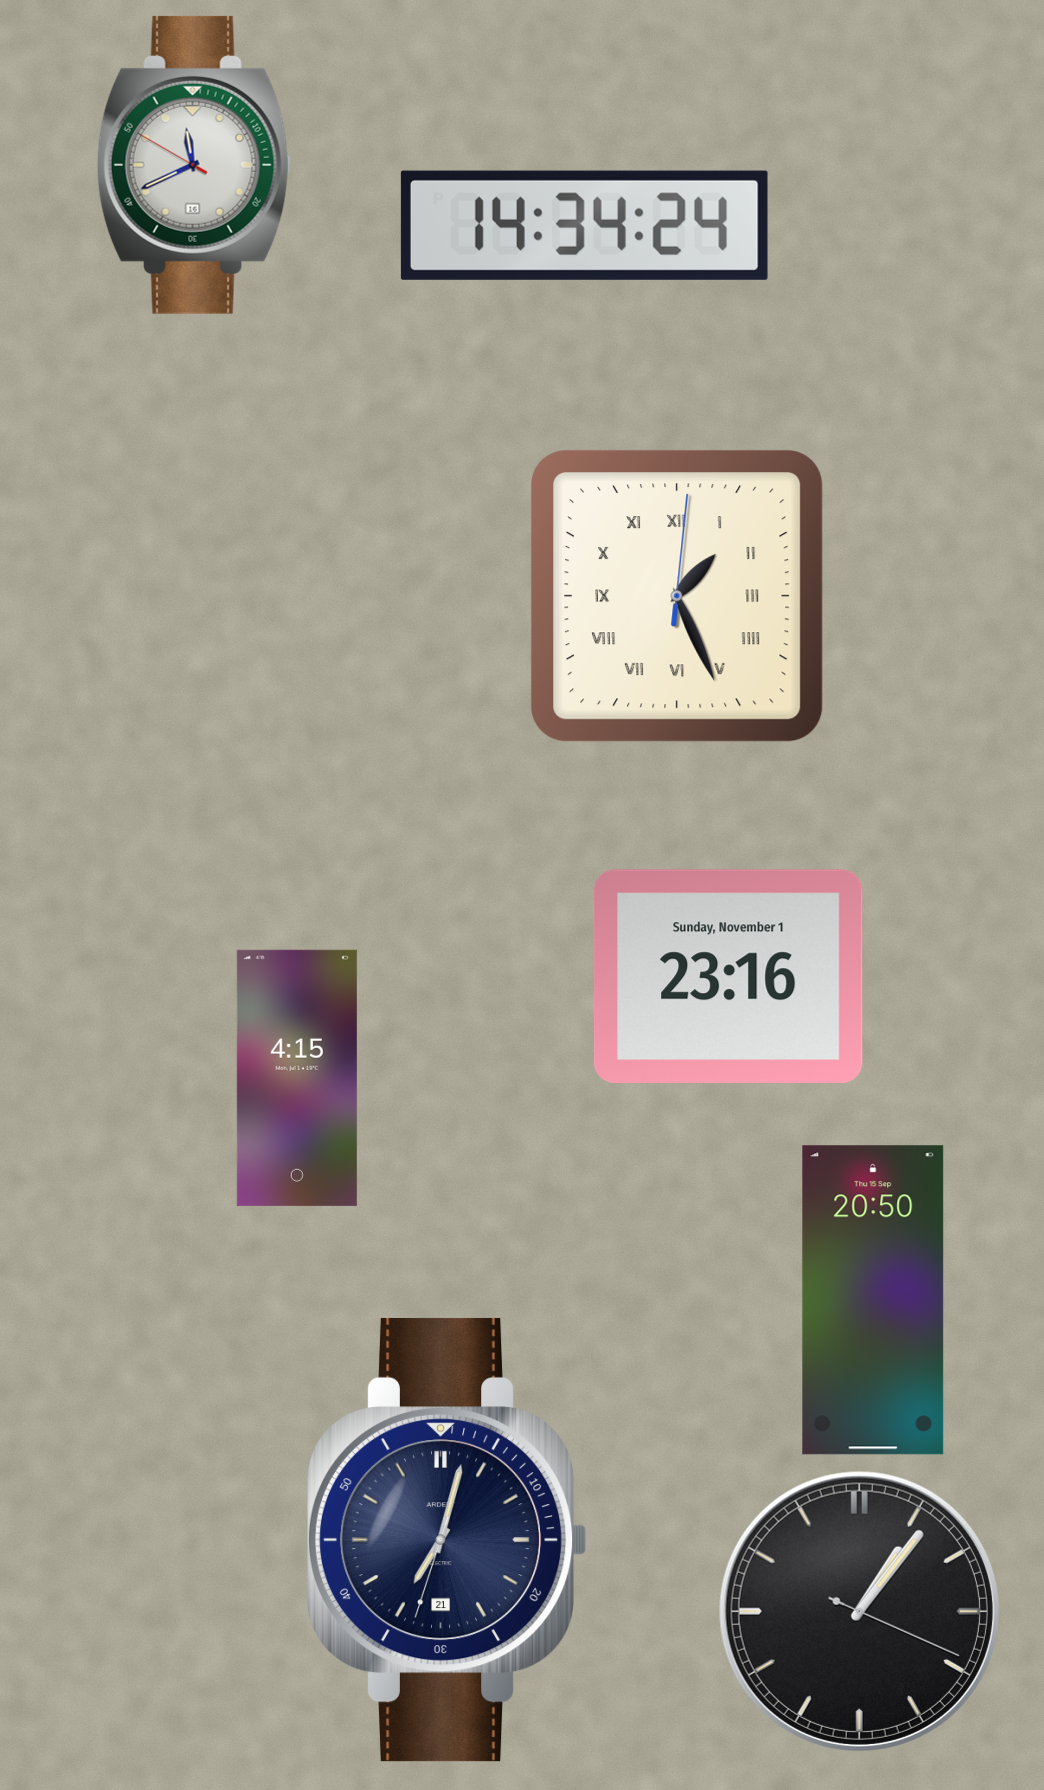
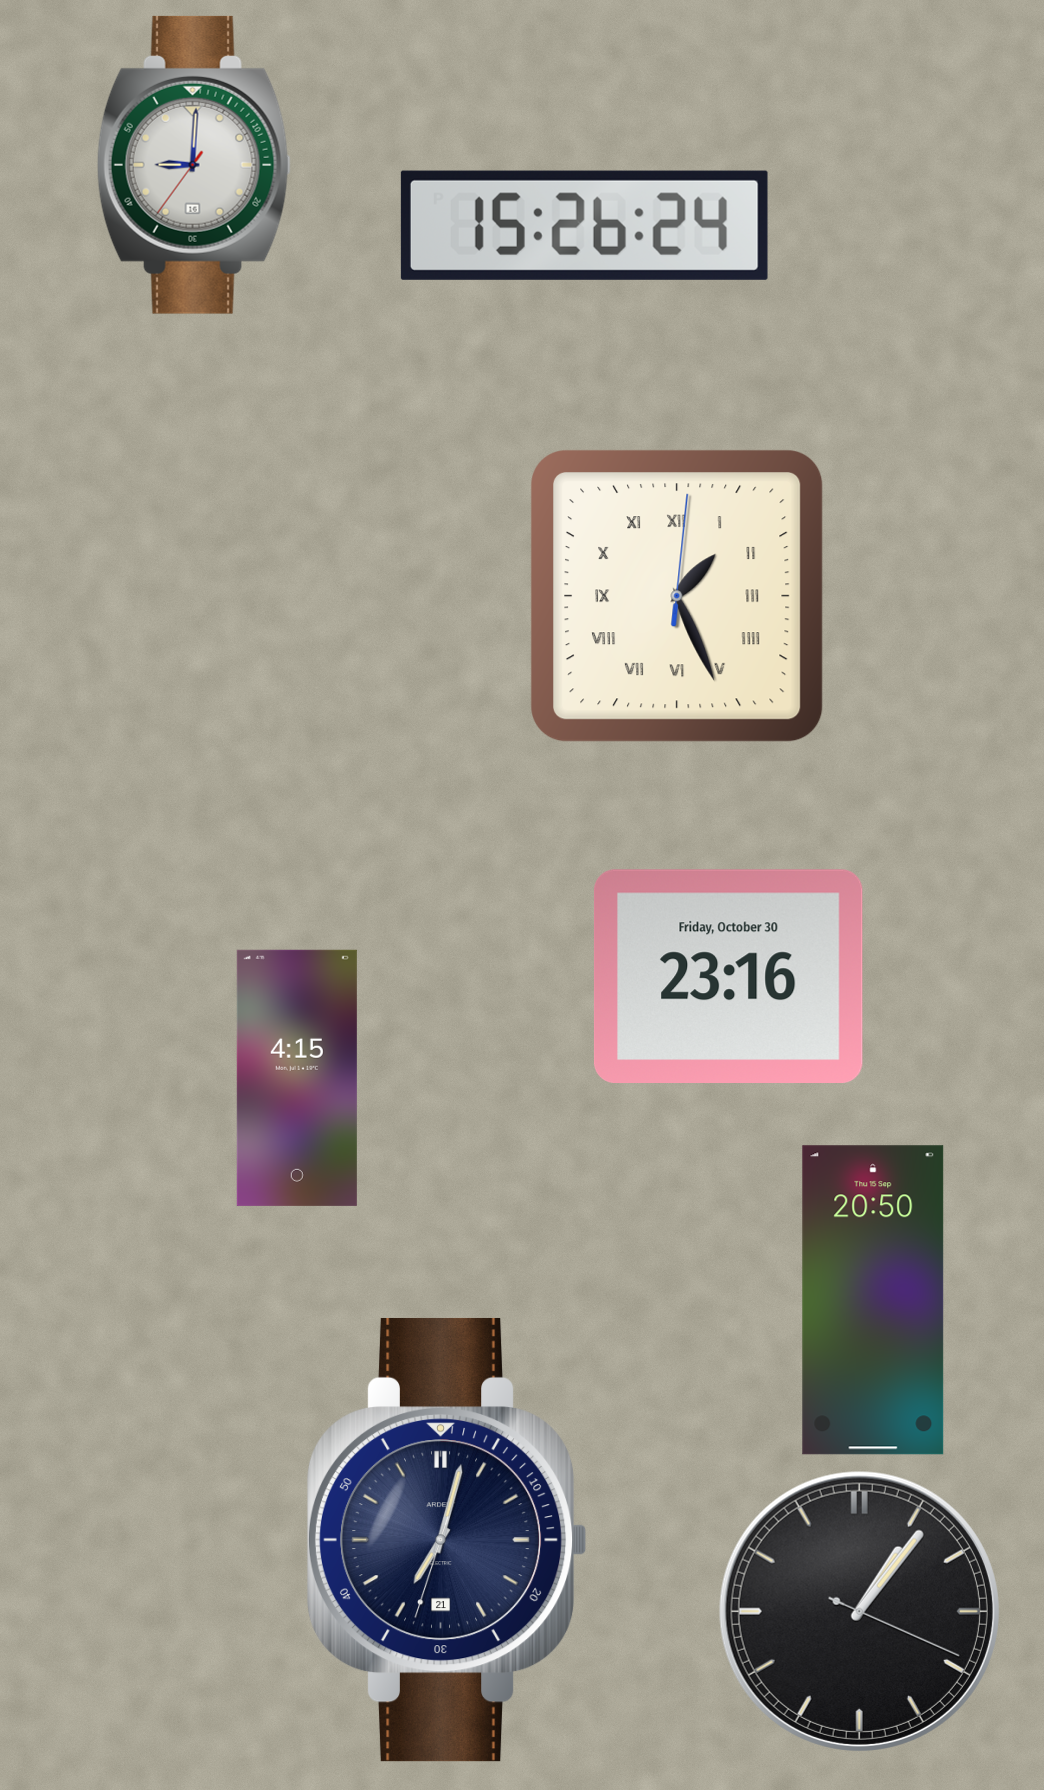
clock at (194, 165): 11:40 -> 9:00
clock at (584, 225): 14:34 -> 15:26
clock at (728, 976) date: Sunday, November 1 -> Friday, October 30
